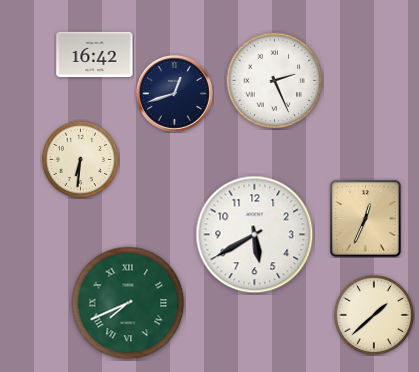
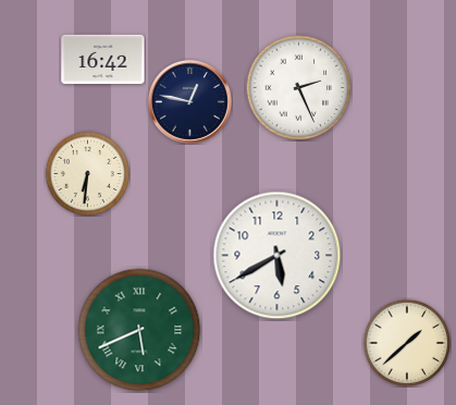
clock at (175, 94): 12:42 -> 12:47
clock at (365, 219): 12:34 -> none
clock at (128, 303): 7:41 -> 5:41
